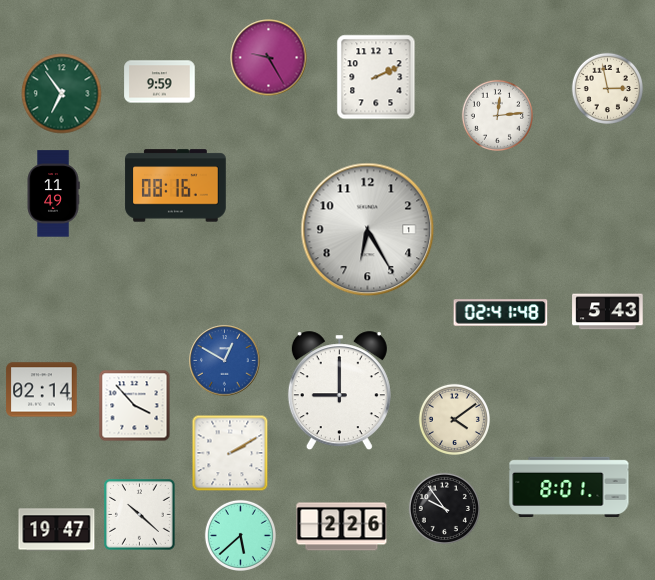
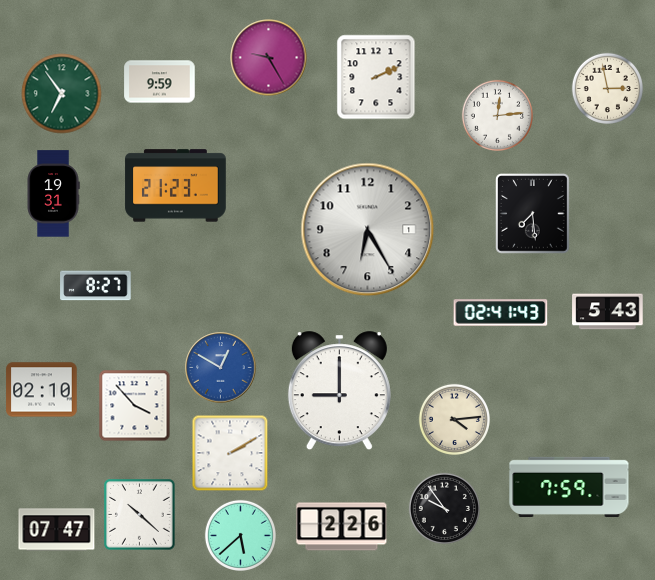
clock at (176, 186): 08:16 -> 21:23
clock at (53, 194): 11:49 -> 19:31
clock at (533, 214): none -> 7:29
clock at (96, 286): none -> 8:27
clock at (501, 313): 02:41:48 -> 02:41:43
clock at (225, 361) position: (225, 361) -> (221, 368)
clock at (42, 390): 02:14 -> 02:10
clock at (454, 419): 4:09 -> 4:14
clock at (569, 486): 8:01 -> 7:59
clock at (57, 530): 19:47 -> 07:47
